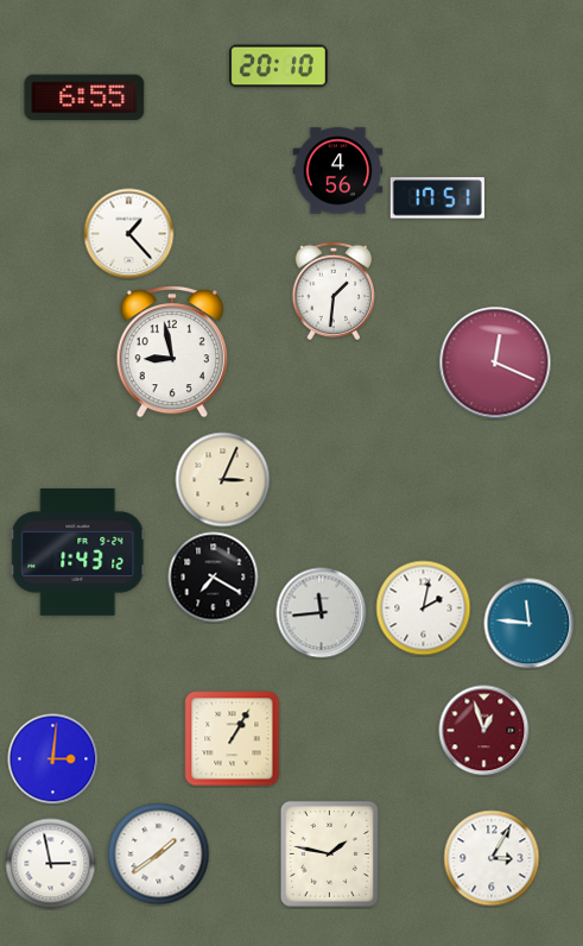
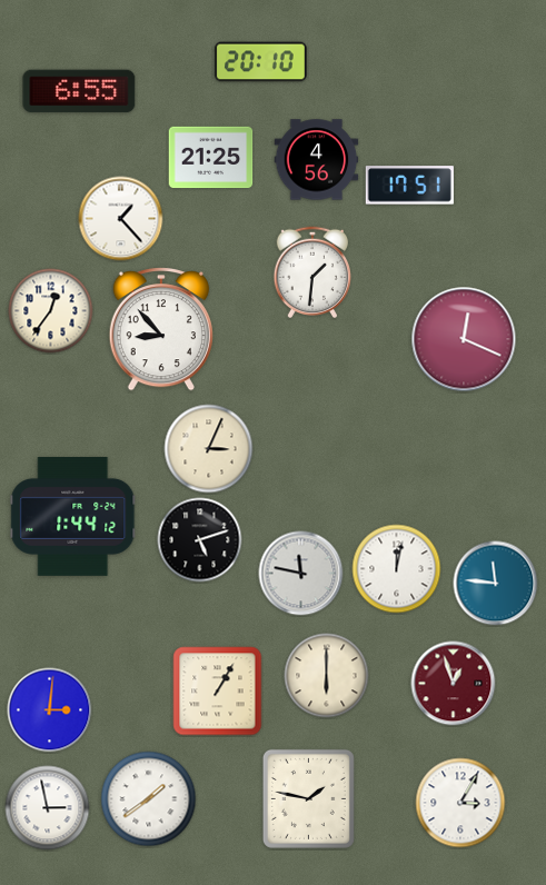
clock at (211, 158): none -> 21:25
clock at (51, 311): none -> 12:36
clock at (172, 353): 8:58 -> 8:53
clock at (78, 551): 1:43 -> 1:44
clock at (214, 578): 7:20 -> 5:12
clock at (424, 608): 2:02 -> 12:02
clock at (322, 613): 11:44 -> 11:47
clock at (327, 676): none -> 6:00
